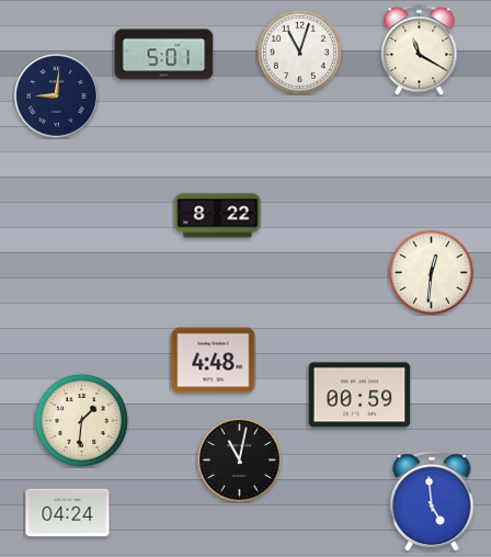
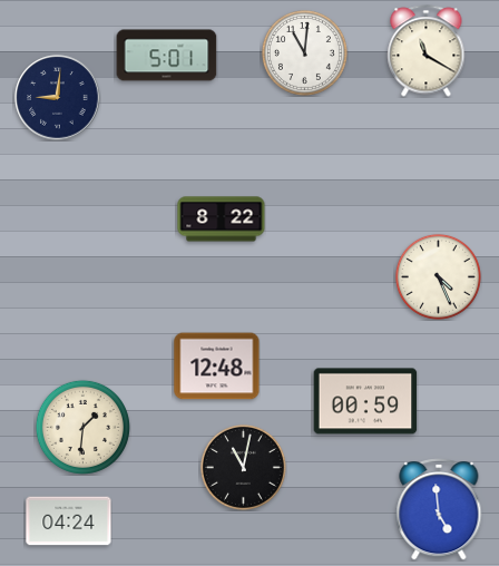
clock at (299, 52): 11:03 -> 11:01
clock at (431, 272): 12:31 -> 4:26
clock at (214, 361): 4:48 -> 12:48
